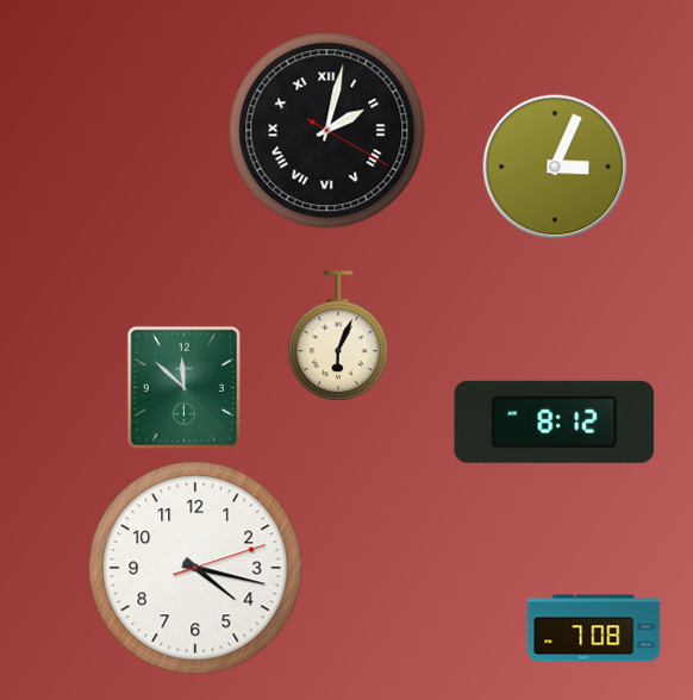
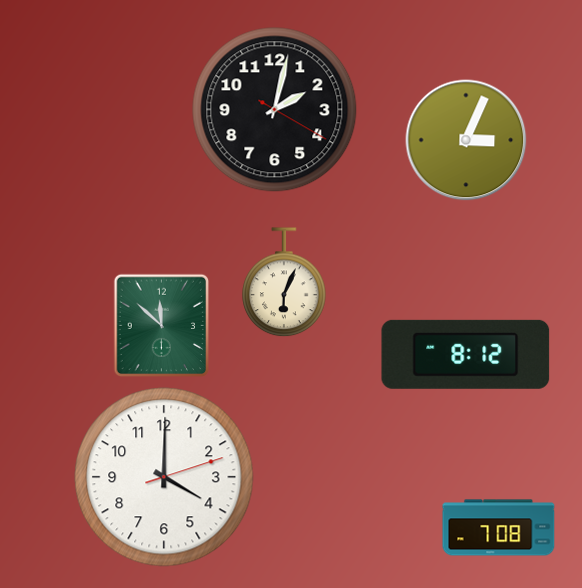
clock at (327, 131) numerals: Roman -> Arabic
clock at (185, 387) position: (185, 387) -> (162, 325)
clock at (195, 568): 4:17 -> 4:00
